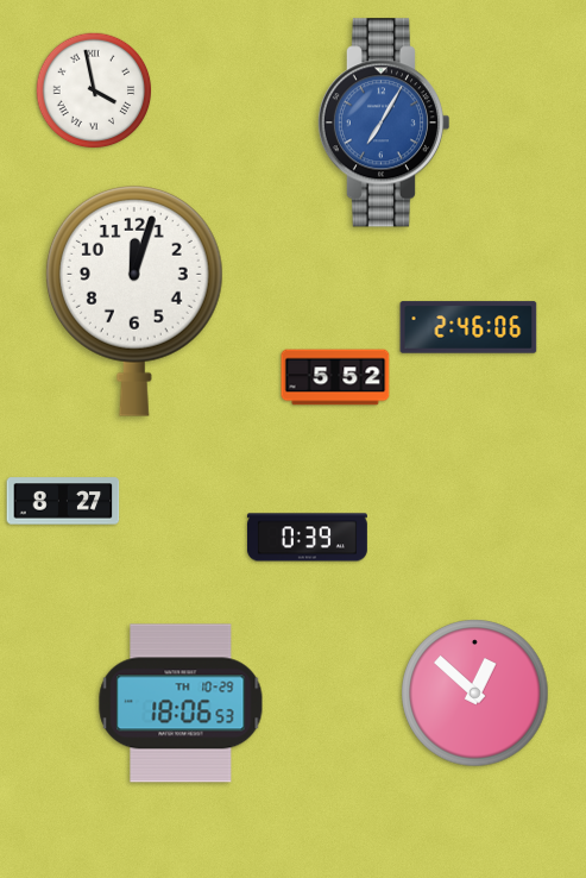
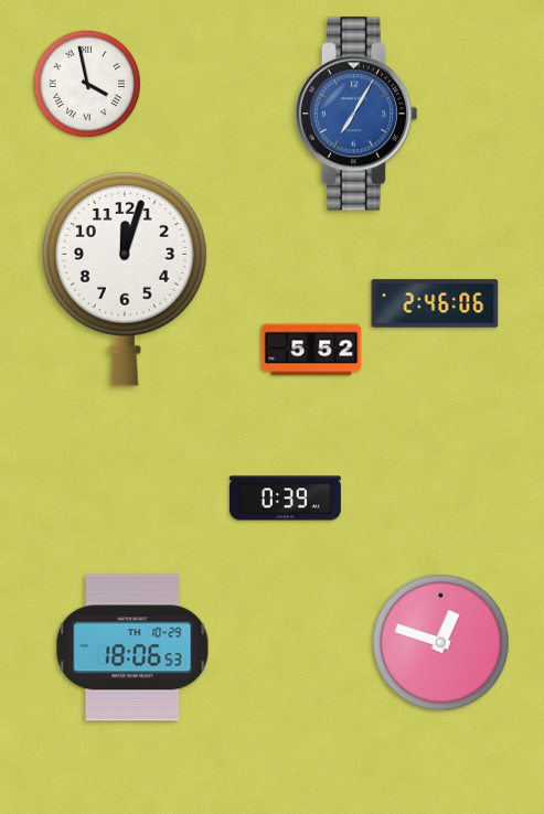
clock at (63, 501): 8:27 -> none
clock at (475, 694): 12:52 -> 12:48
clock at (181, 703) position: (181, 703) -> (132, 647)
